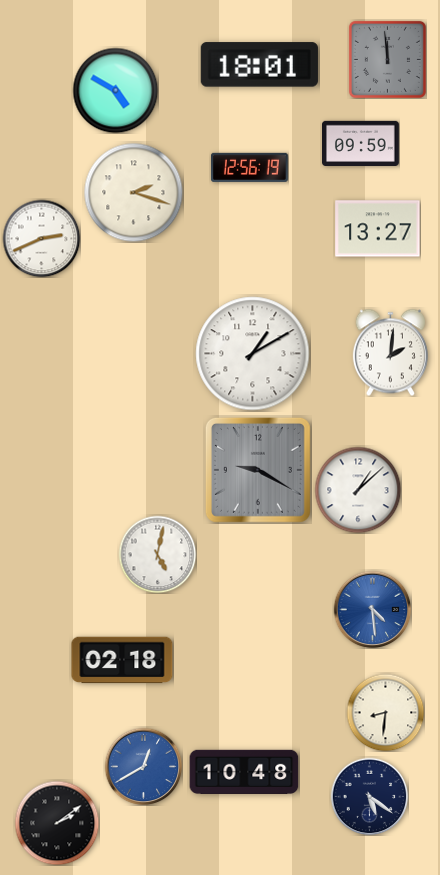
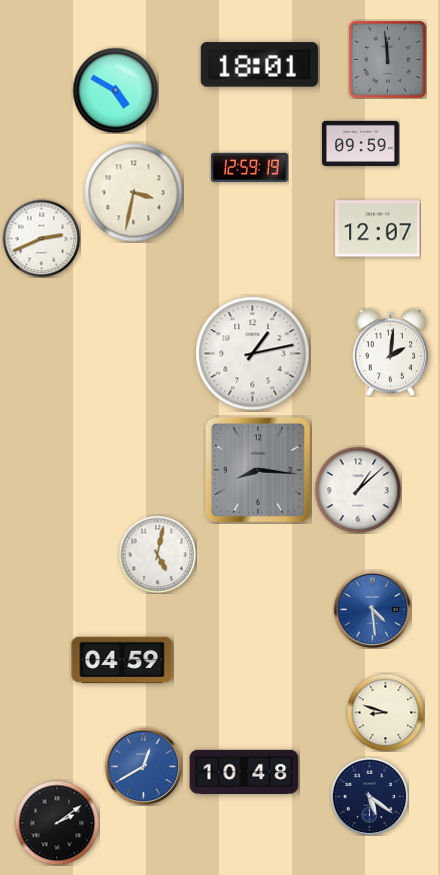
clock at (249, 167): 12:56 -> 12:59
clock at (134, 193): 2:18 -> 3:32
clock at (378, 229): 13:27 -> 12:07
clock at (253, 354): 1:10 -> 1:13
clock at (258, 470): 9:20 -> 8:16
clock at (122, 660): 02:18 -> 04:59
clock at (385, 712): 8:31 -> 8:48
